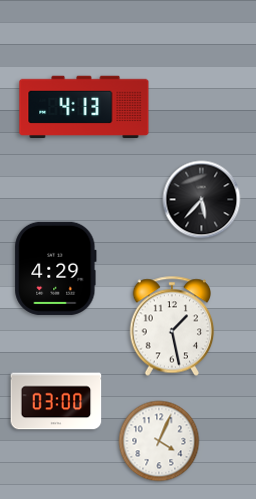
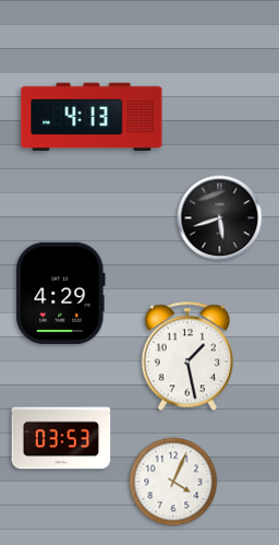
clock at (202, 200): 5:37 -> 5:42
clock at (56, 401): 03:00 -> 03:53
